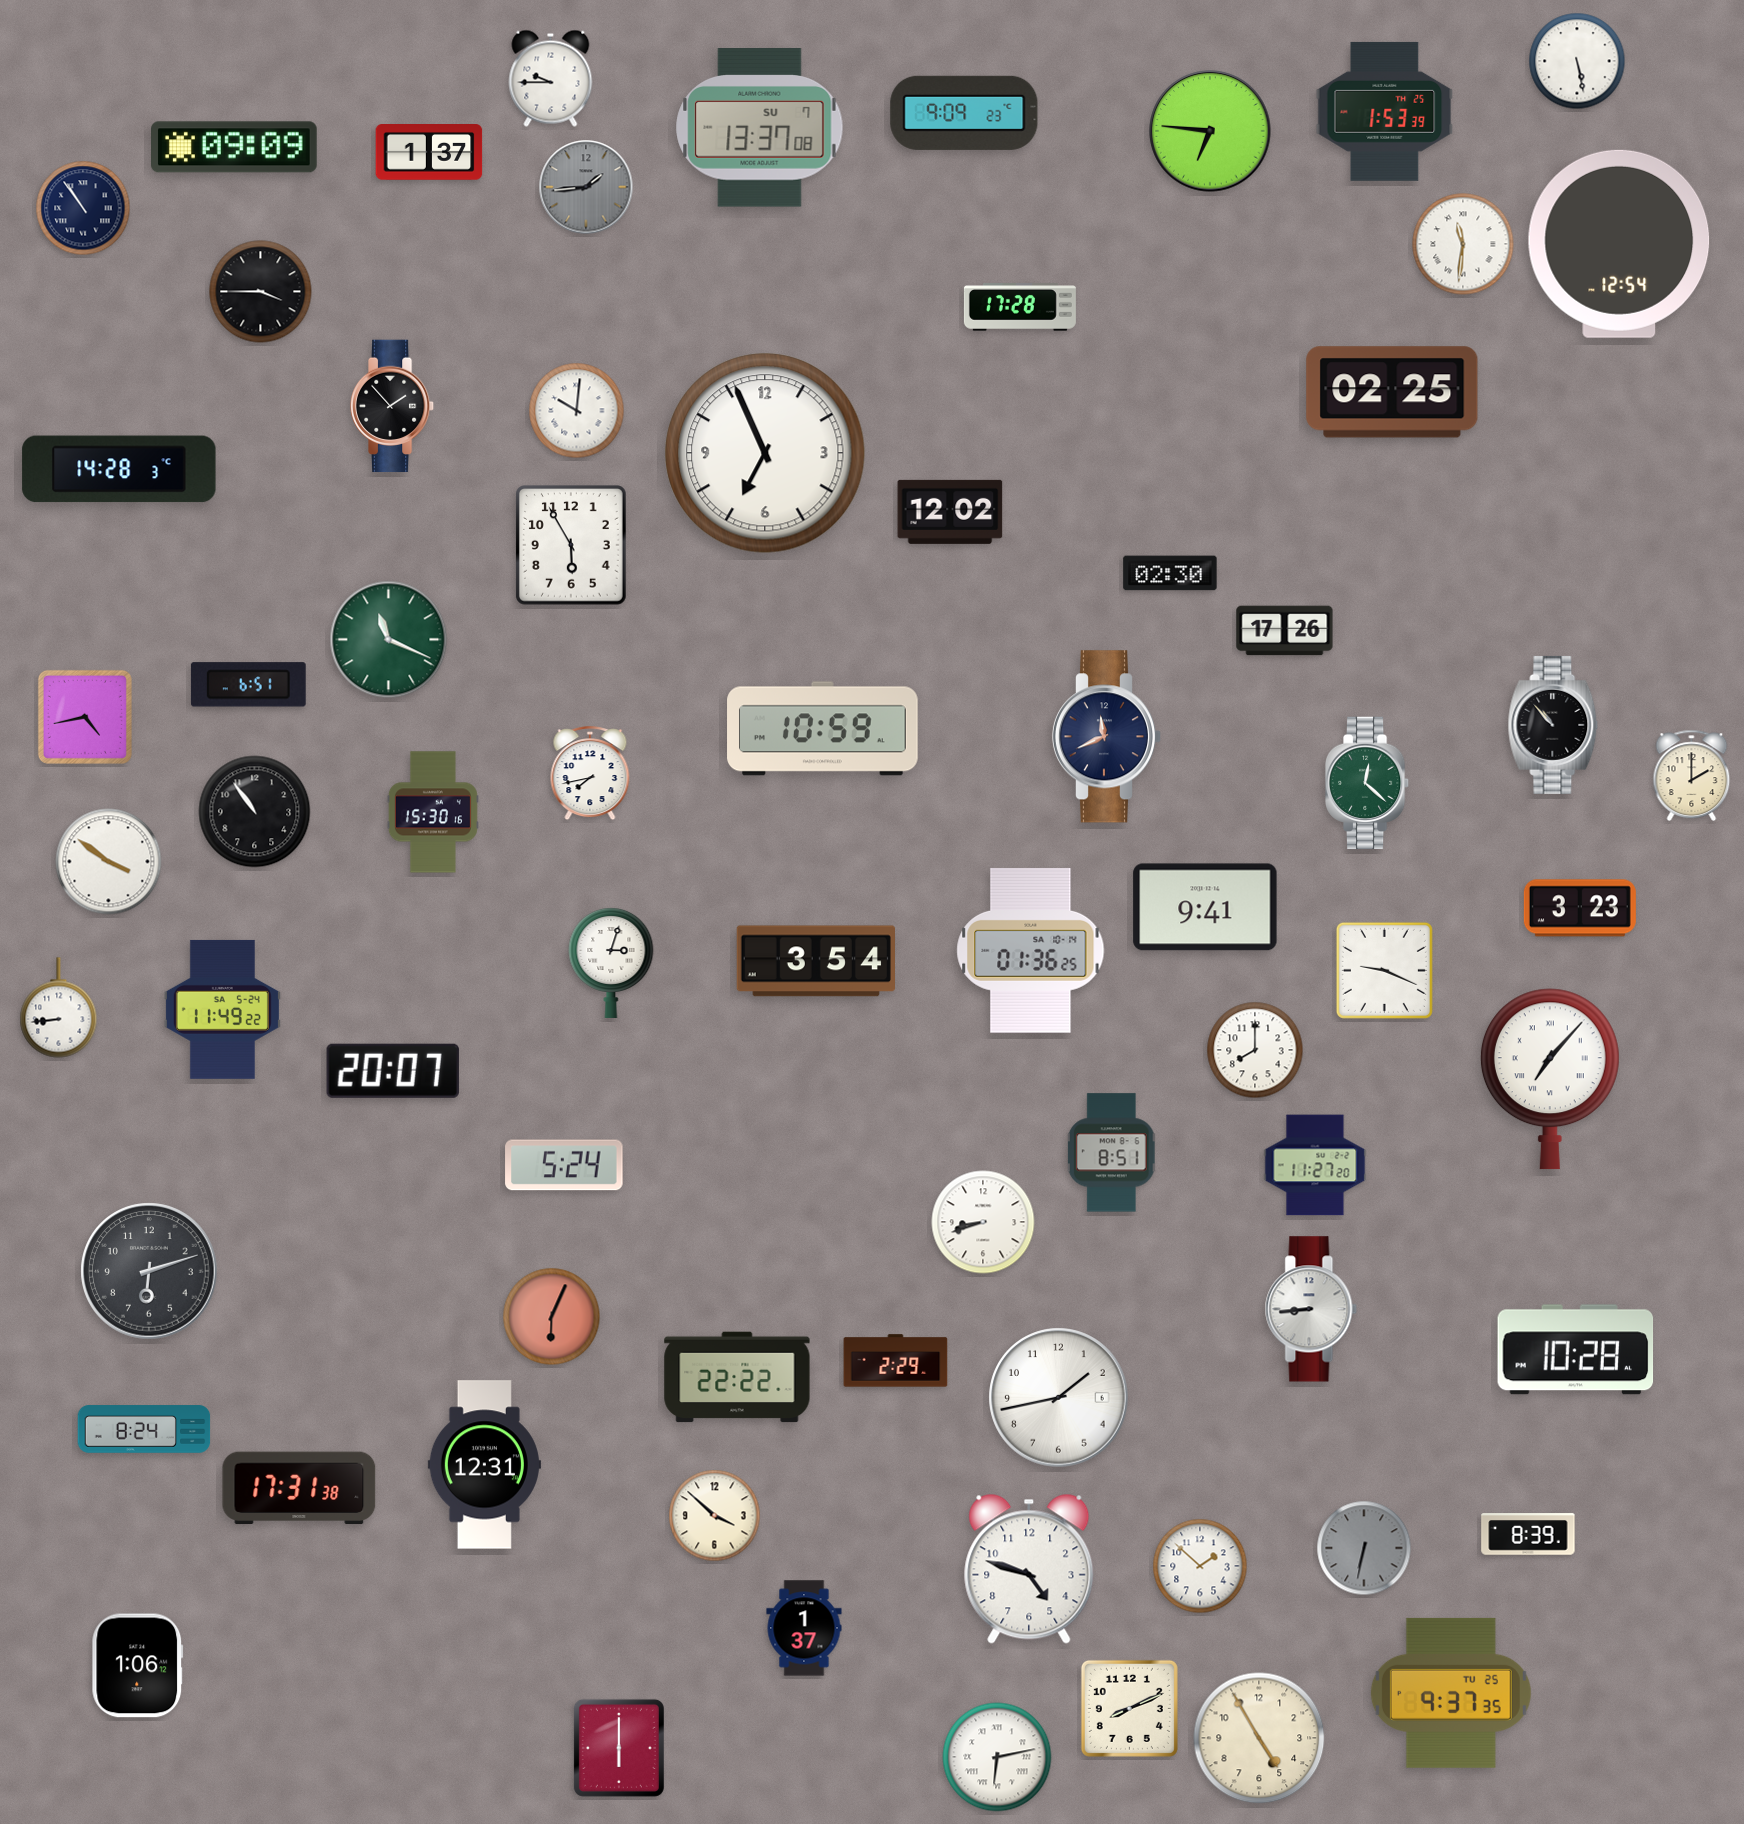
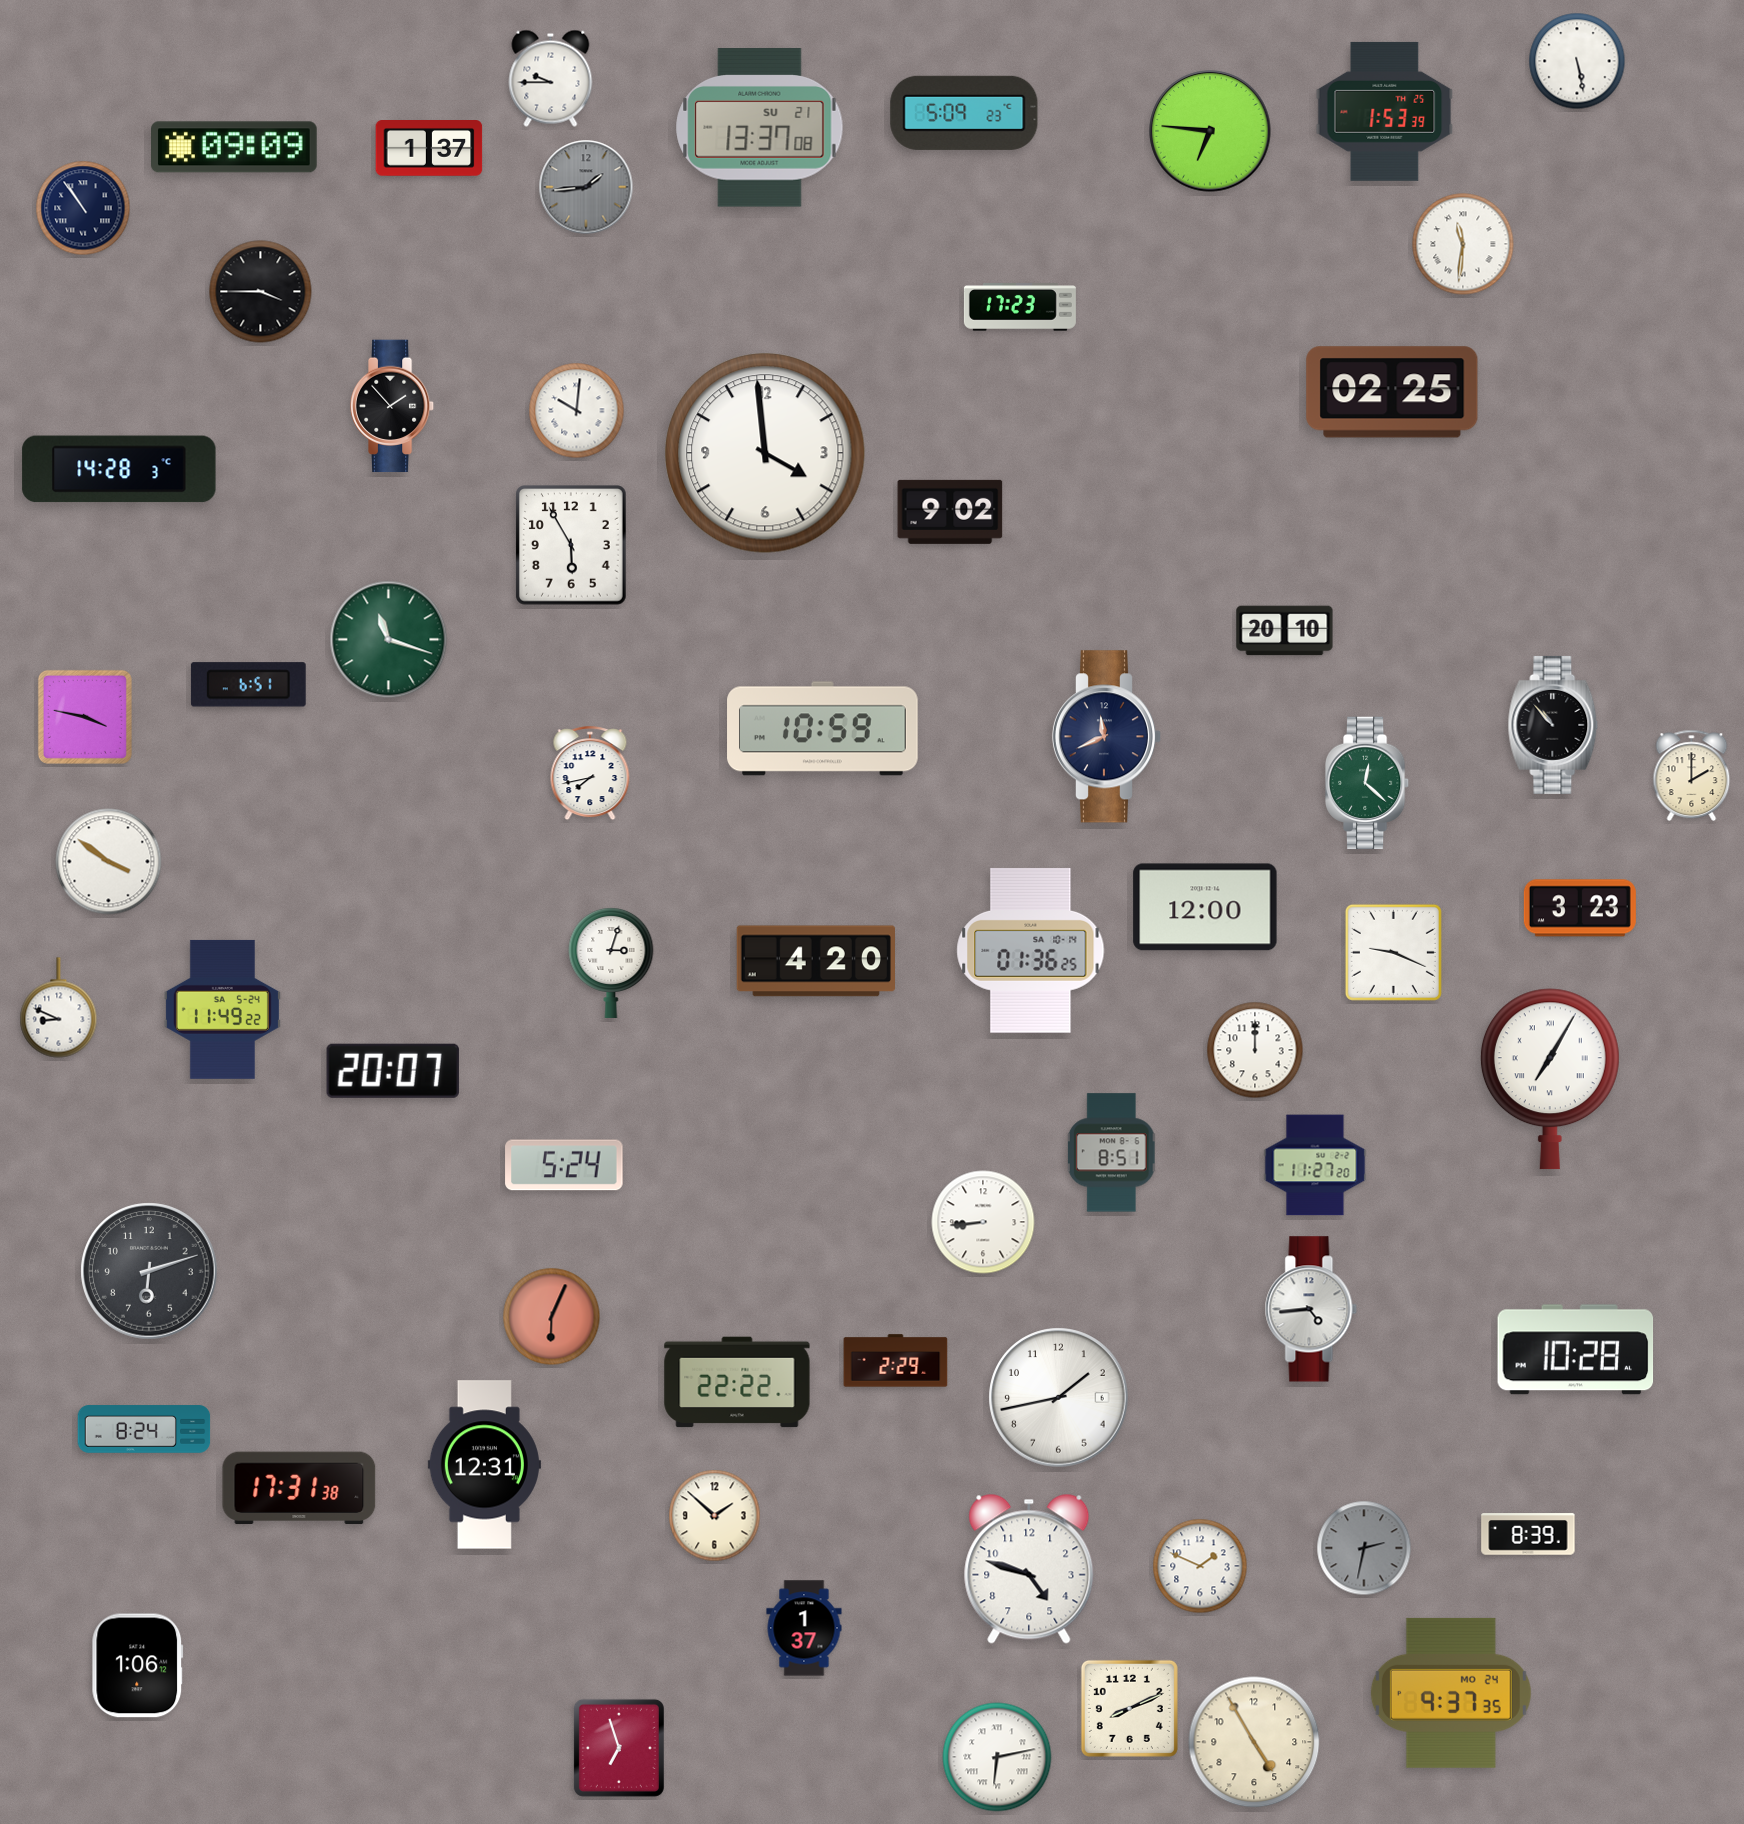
clock at (964, 113): 9:09 -> 5:09
clock at (760, 128) date: SU 7 -> SU 21
clock at (429, 153) position: (429, 153) -> (429, 149)
clock at (1619, 244): 12:54 -> none
clock at (1020, 307): 17:28 -> 17:23
clock at (765, 453): 6:56 -> 3:59
clock at (950, 512): 12:02 -> 9:02
clock at (1170, 573): 02:30 -> none
clock at (1285, 631): 17:26 -> 20:10
clock at (389, 640): 11:19 -> 11:18
clock at (85, 717): 4:43 -> 3:47
clock at (255, 812): 10:54 -> none
clock at (433, 812): 15:30 -> none
clock at (1205, 907): 9:41 -> 12:00
clock at (815, 961): 3:54 -> 4:20
clock at (1384, 970) position: (1384, 970) -> (1393, 952)
clock at (59, 1008): 8:44 -> 8:49
clock at (1255, 1050): 8:00 -> 12:00
clock at (1550, 1079): 7:07 -> 7:05
clock at (983, 1222): 8:42 -> 8:44
clock at (1311, 1309): 8:44 -> 4:44
clock at (737, 1377) position: (737, 1377) -> (737, 1382)
clock at (715, 1516): 3:52 -> 1:52
clock at (1364, 1548): 6:32 -> 2:32
clock at (1200, 1566): 1:52 -> 1:49
clock at (1451, 1693) date: TU 25 -> MO 24
clock at (1259, 1738) position: (1259, 1738) -> (1254, 1742)
clock at (619, 1748): 6:00 -> 6:57
